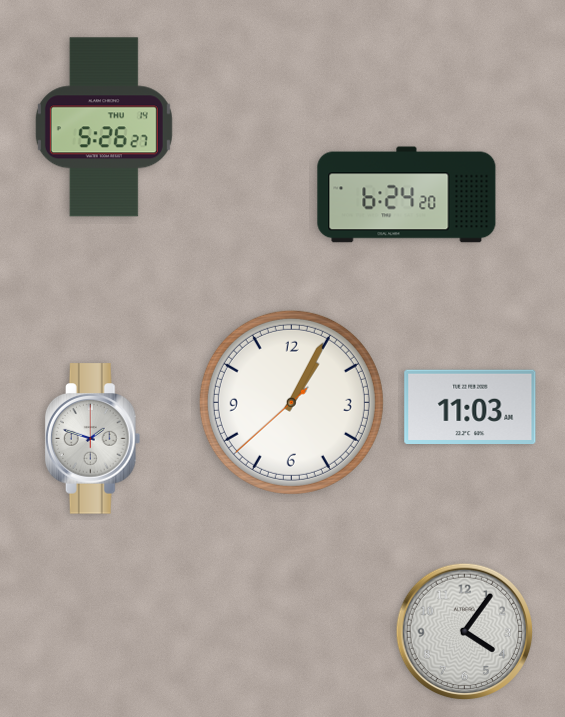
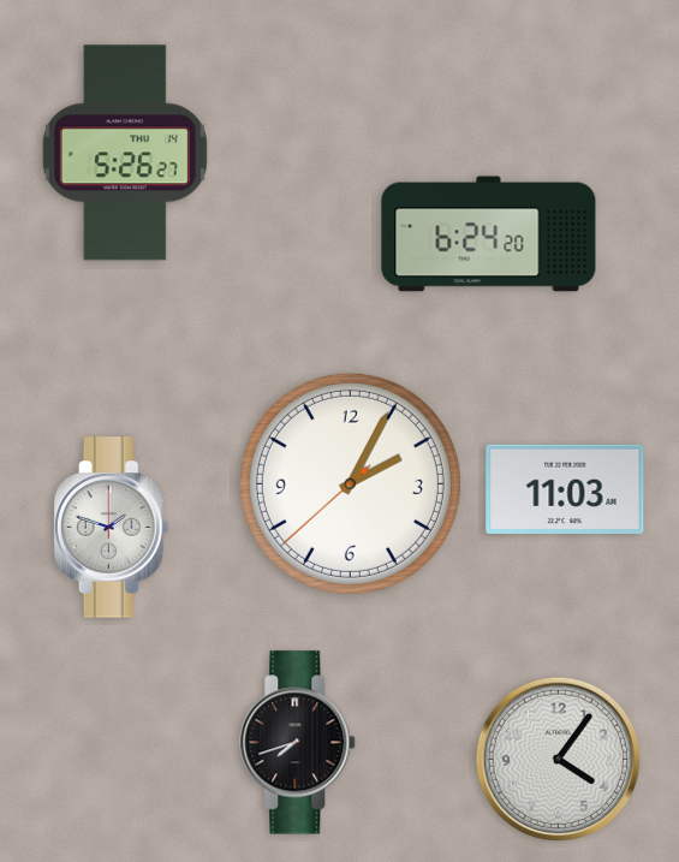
clock at (291, 402): 1:04 -> 2:04
clock at (298, 743): none -> 7:42
